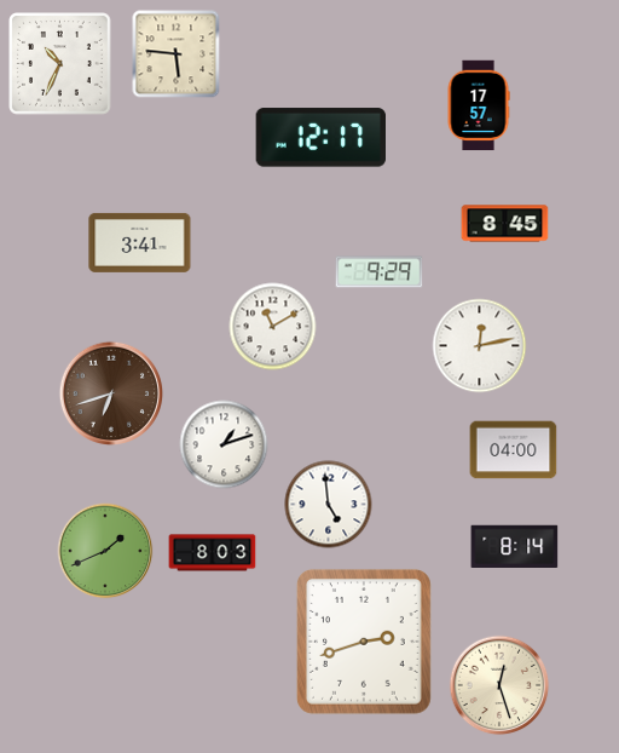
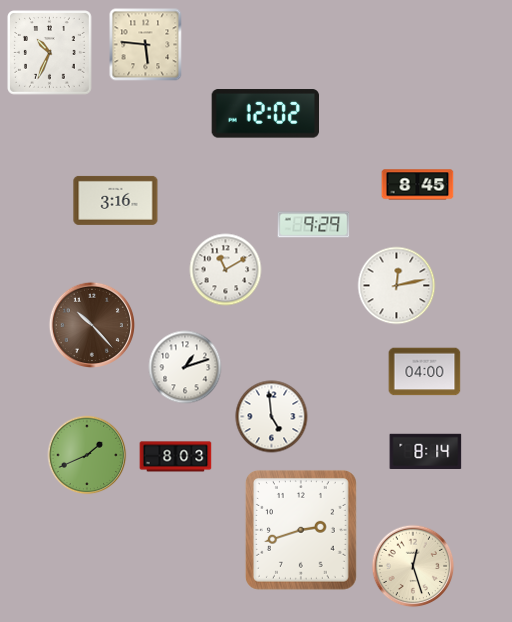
clock at (479, 105): 17:57 -> none
clock at (320, 138): 12:17 -> 12:02
clock at (140, 242): 3:41 -> 3:16
clock at (110, 392): 6:42 -> 10:23
